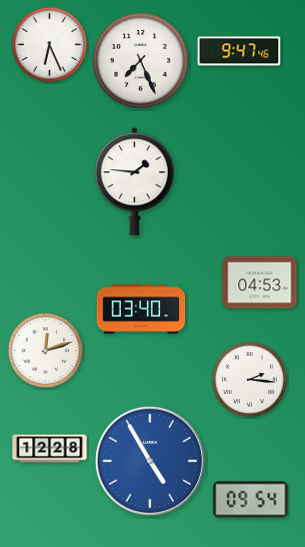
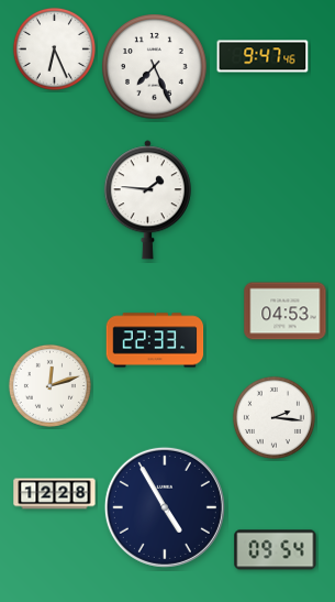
clock at (141, 309): 03:40 -> 22:33
clock at (150, 461) dial: blue -> navy
